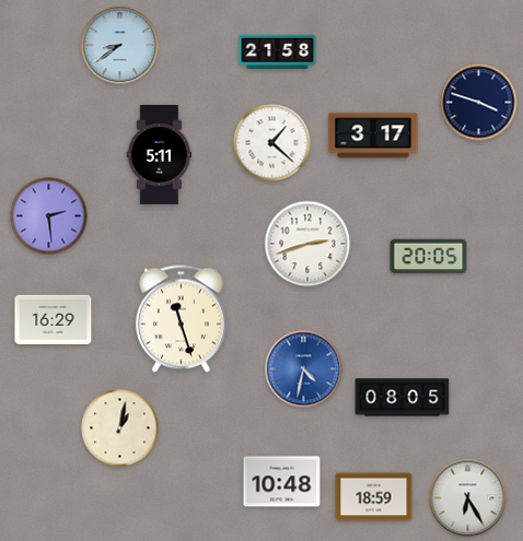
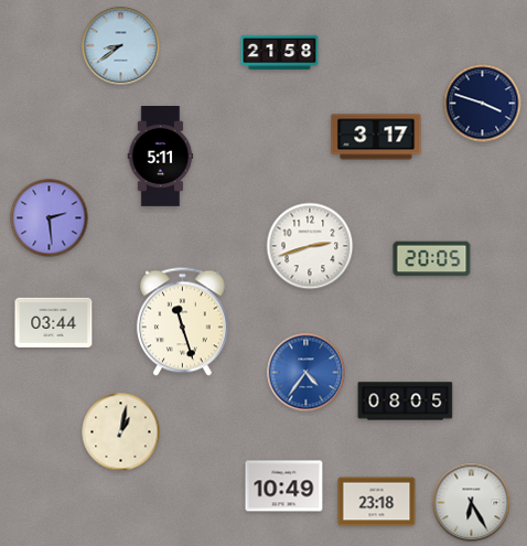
clock at (272, 143): 1:22 -> none
clock at (54, 319): 16:29 -> 03:44
clock at (304, 369): 4:32 -> 4:36
clock at (282, 482): 10:48 -> 10:49
clock at (374, 497): 18:59 -> 23:18
